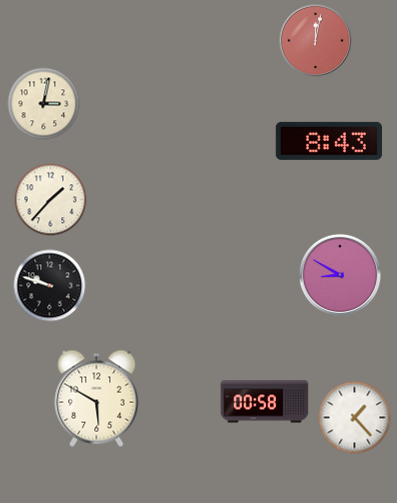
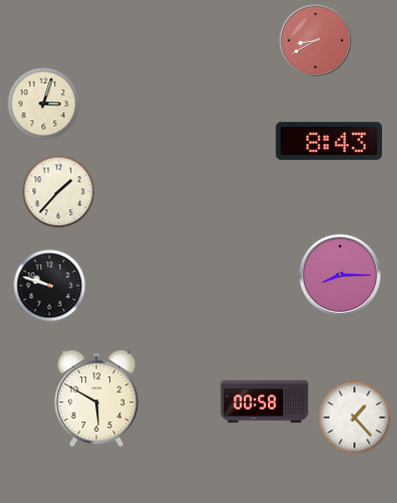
clock at (316, 41): 12:02 -> 8:40
clock at (44, 104): 3:02 -> 3:03
clock at (51, 200) position: (51, 200) -> (59, 192)
clock at (340, 275): 8:50 -> 8:15
